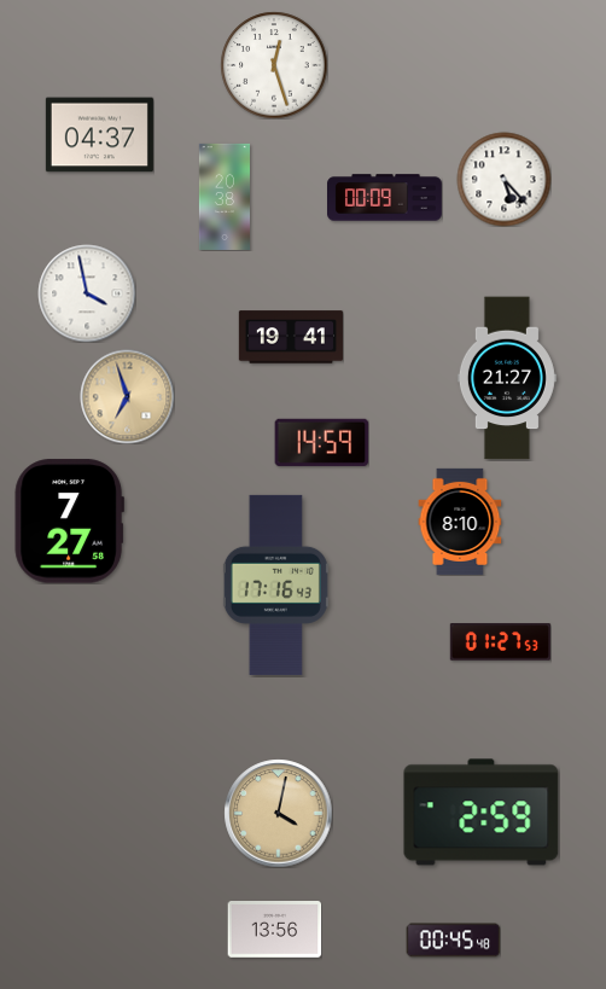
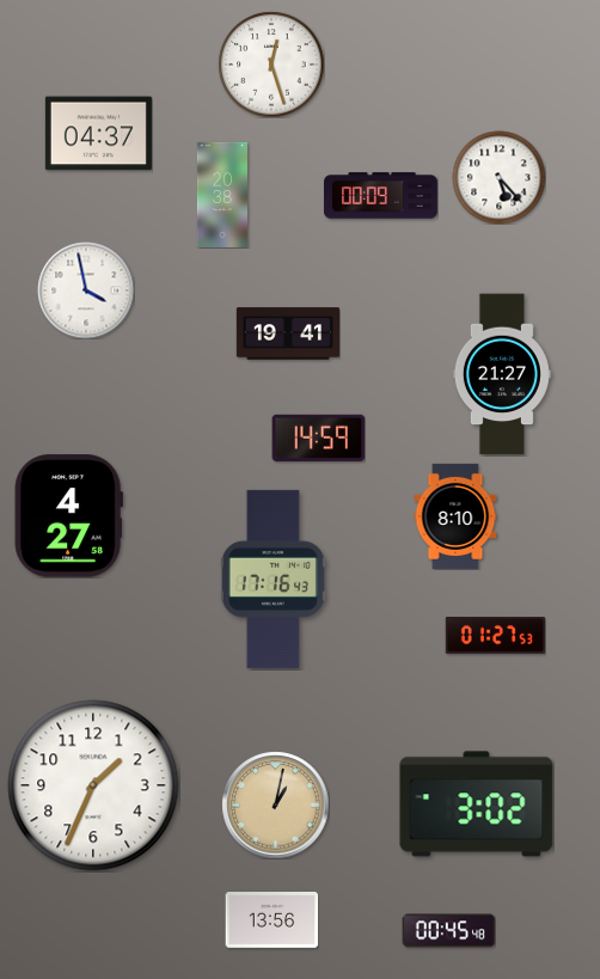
clock at (127, 396): 6:57 -> none
clock at (69, 522): 7:27 -> 4:27
clock at (93, 785): none -> 1:34
clock at (278, 813): 4:02 -> 1:02
clock at (482, 813): 2:59 -> 3:02
